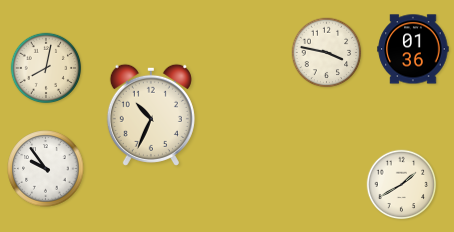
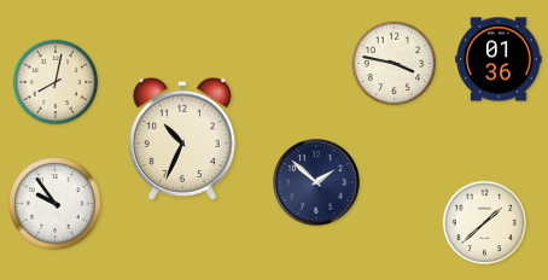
clock at (316, 182): none -> 1:52
clock at (402, 185): 1:40 -> 1:38
